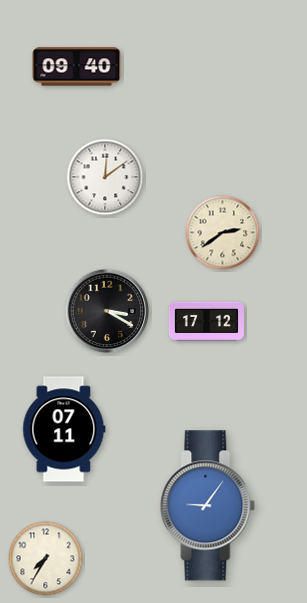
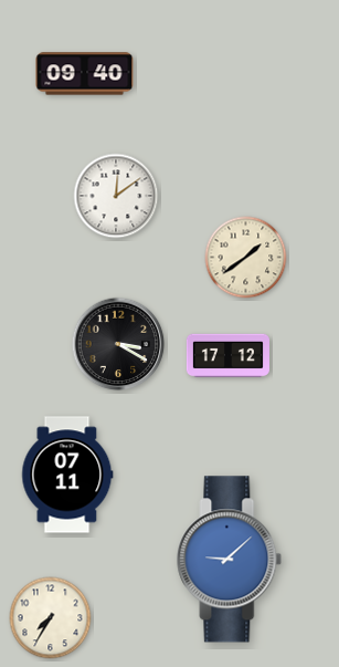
clock at (223, 233): 2:39 -> 1:39
clock at (64, 429) position: (64, 429) -> (67, 475)
clock at (208, 506): 9:06 -> 9:08
